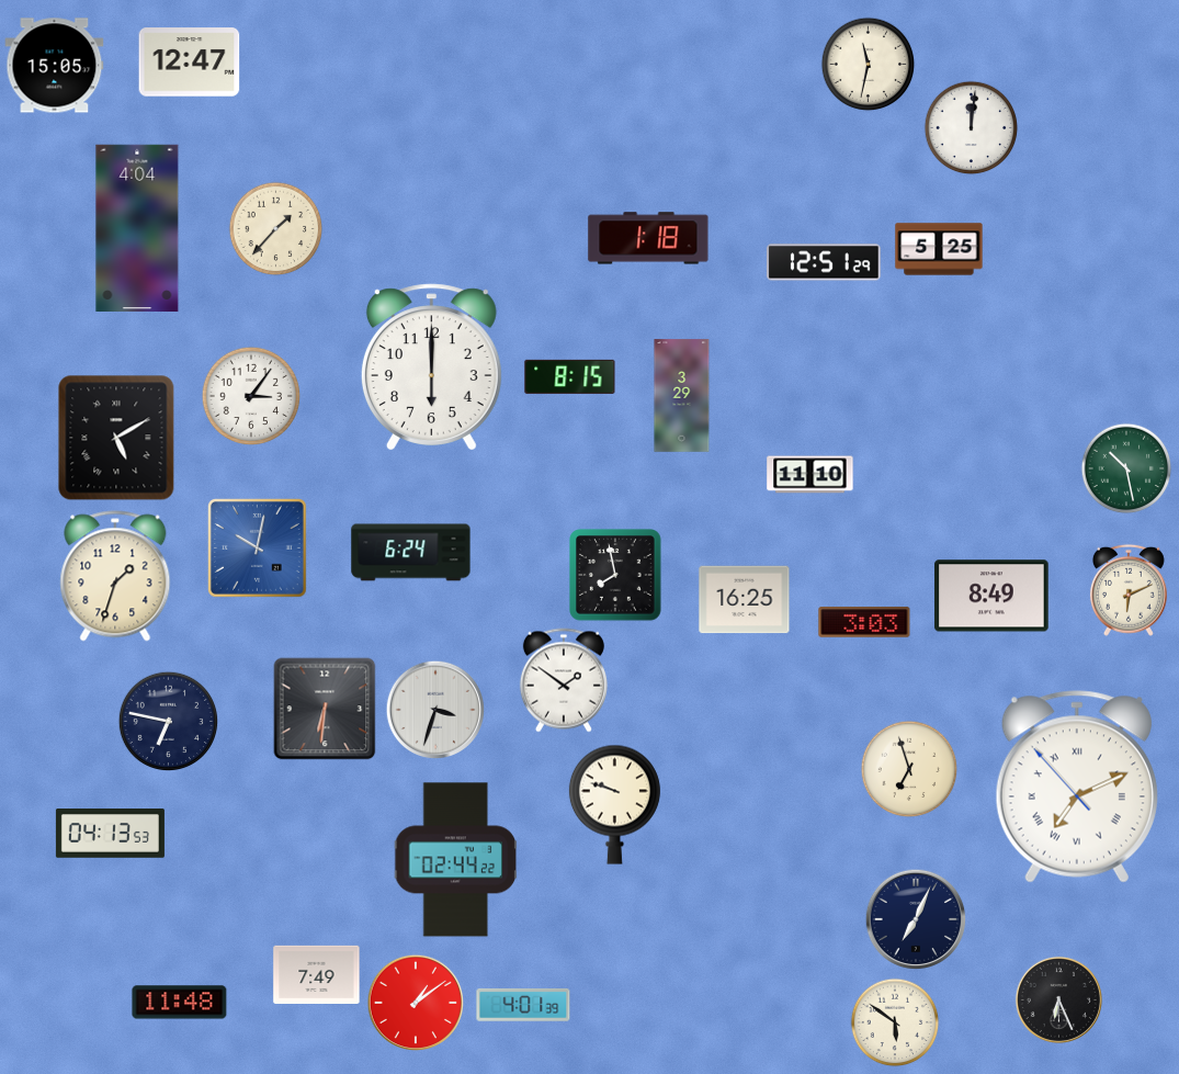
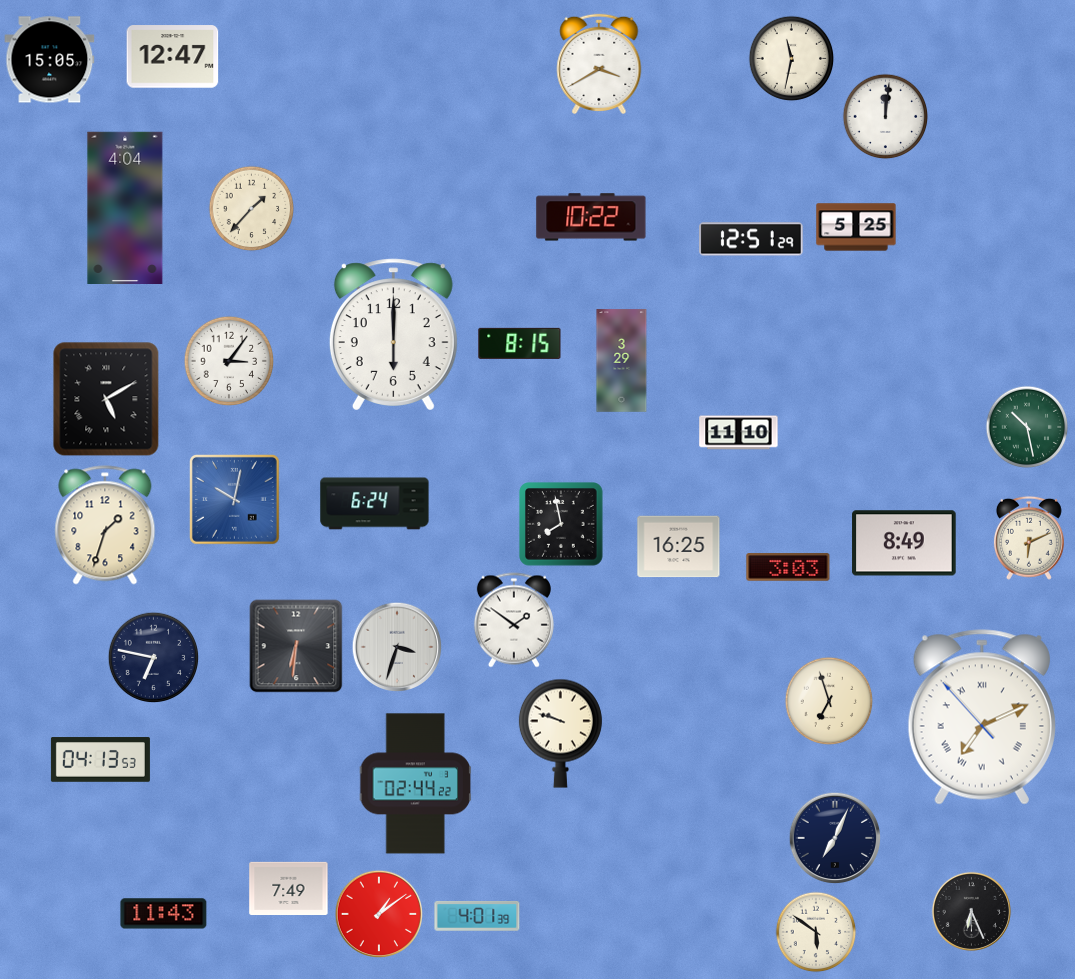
clock at (599, 63): none -> 3:40
clock at (648, 238): 1:18 -> 10:22
clock at (1058, 999) position: (1058, 999) -> (971, 911)
clock at (180, 1003): 11:48 -> 11:43
